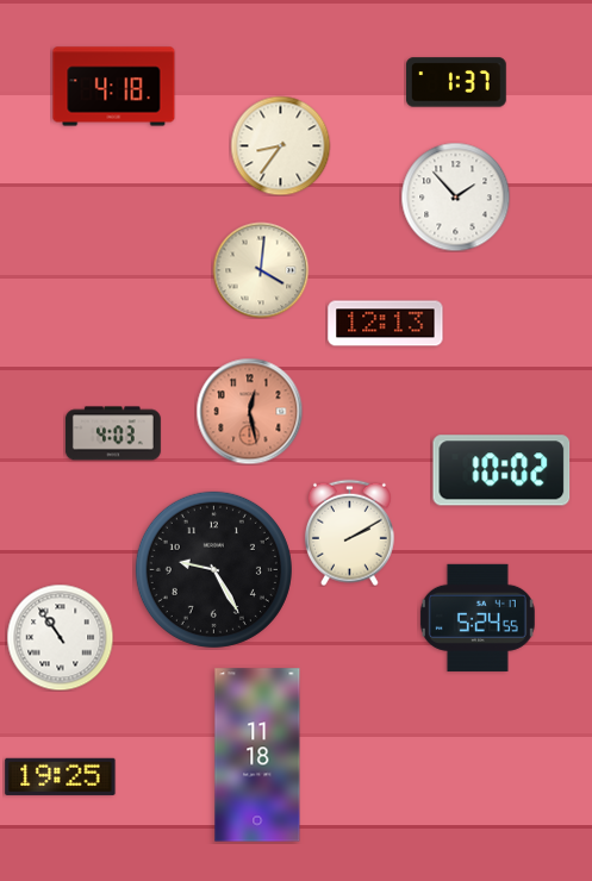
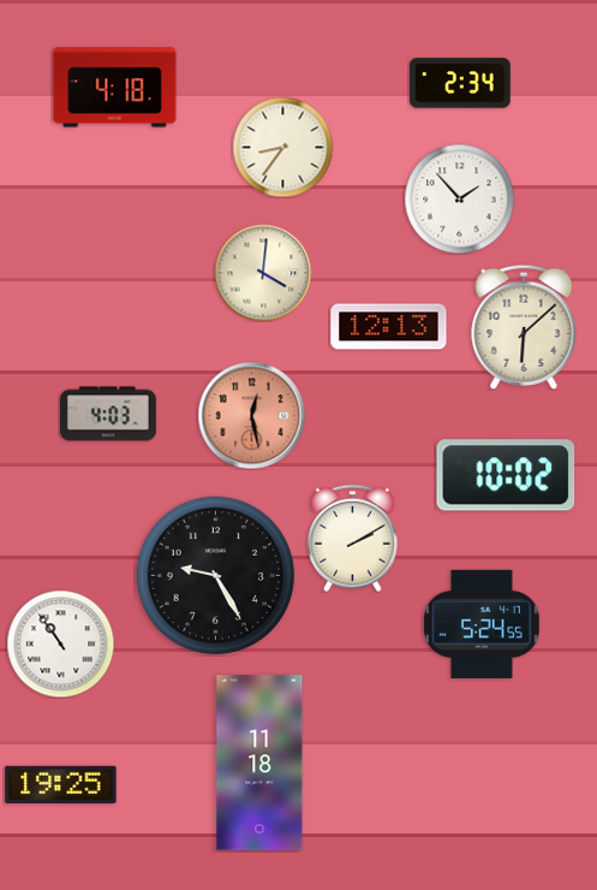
clock at (457, 82): 1:37 -> 2:34
clock at (524, 327): none -> 6:08
clock at (113, 433) position: (113, 433) -> (108, 414)
